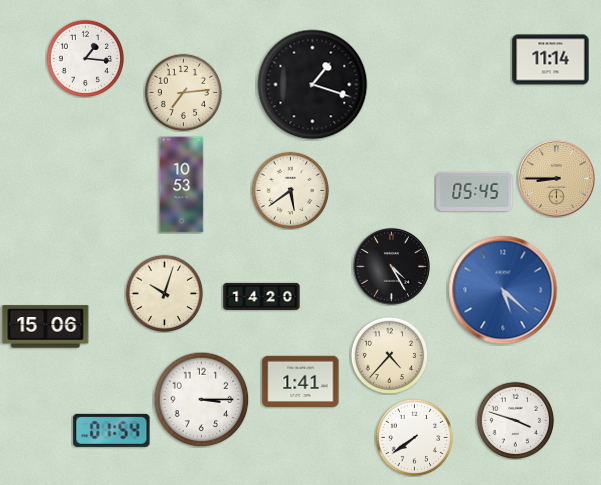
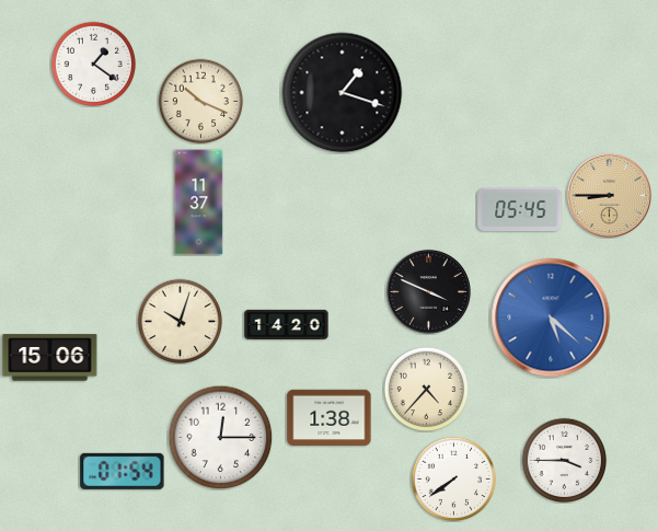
clock at (85, 58): 1:16 -> 1:21
clock at (551, 60): 11:14 -> none
clock at (183, 92): 7:14 -> 10:19
clock at (182, 185): 10:53 -> 11:37
clock at (290, 190): 5:39 -> none
clock at (391, 266): 4:25 -> 3:49
clock at (301, 382): 1:41 -> 1:38
clock at (201, 399): 3:15 -> 12:15
clock at (515, 420): 3:48 -> 3:45
